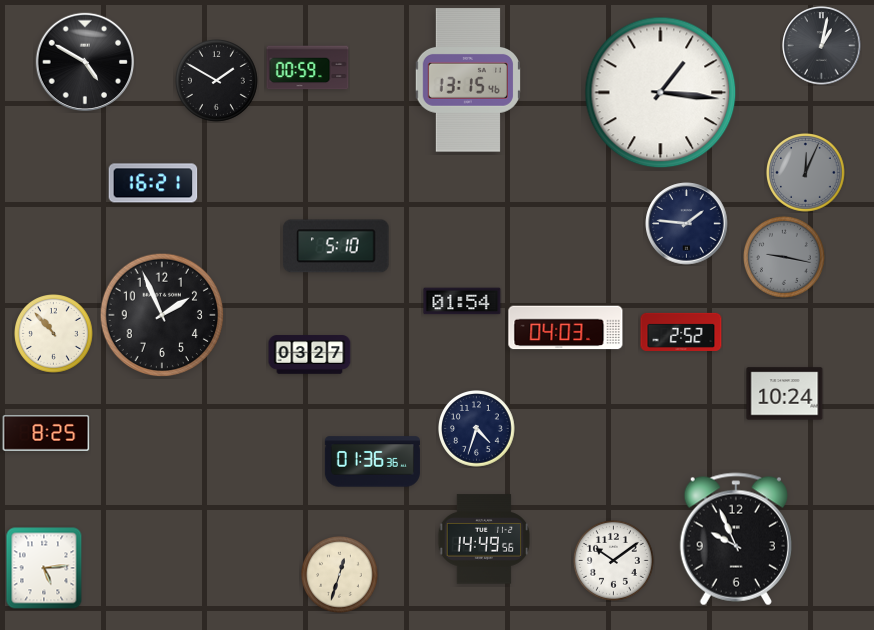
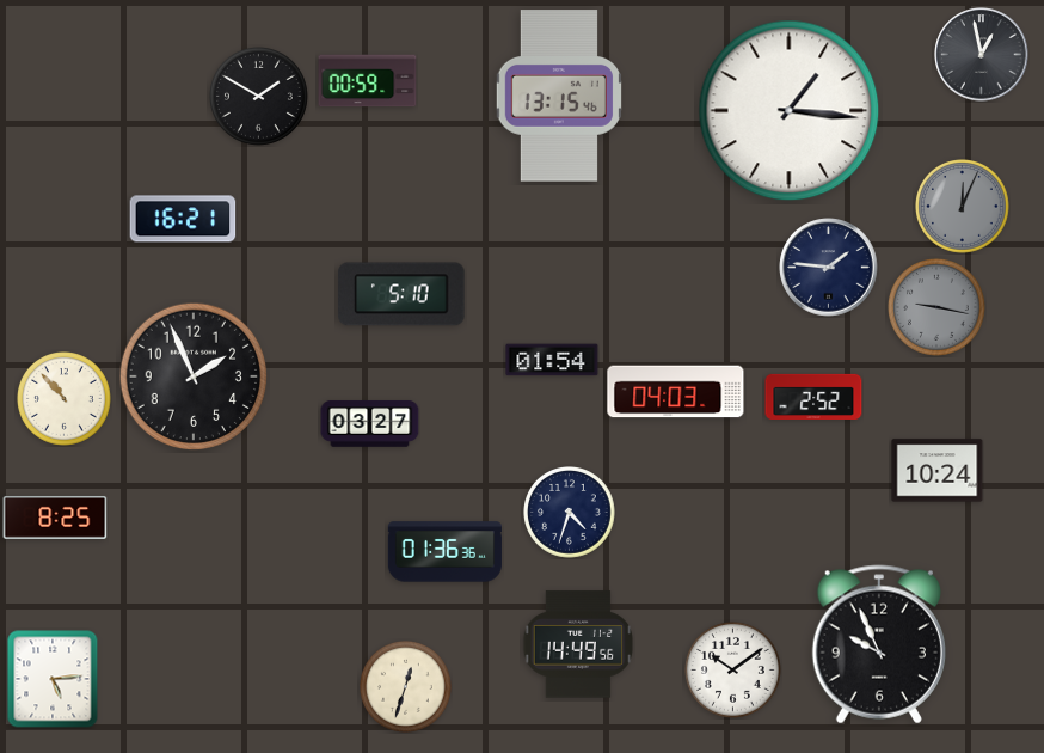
clock at (822, 46): 1:02 -> 12:58
clock at (84, 61): 4:50 -> none
clock at (687, 224) position: (687, 224) -> (829, 268)
